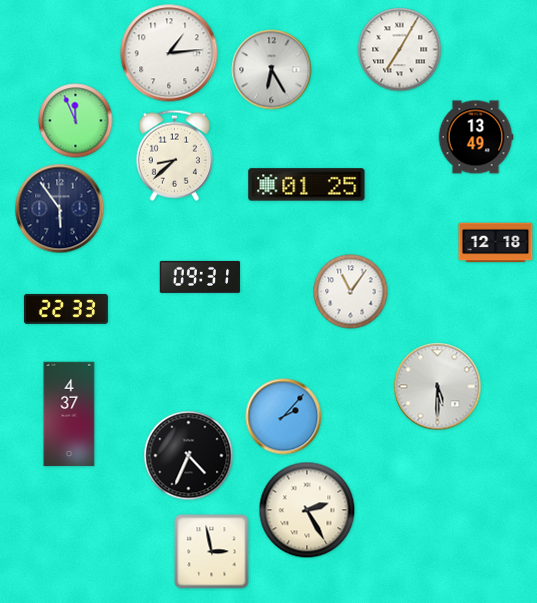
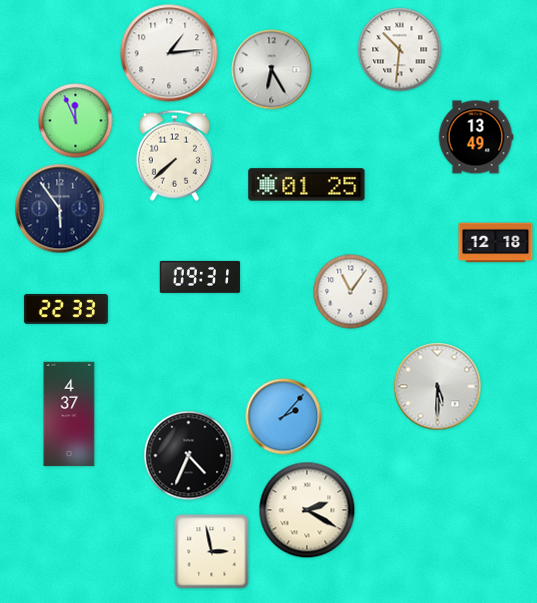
clock at (400, 50): 7:05 -> 10:31
clock at (174, 155): 8:38 -> 7:38
clock at (307, 510): 2:25 -> 2:20
